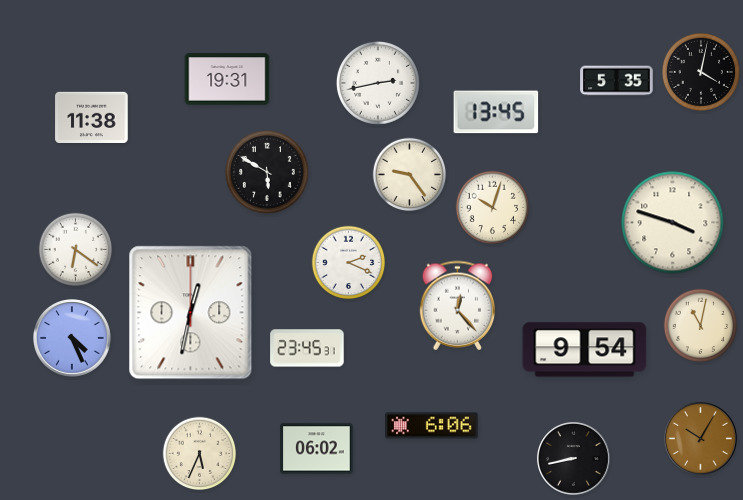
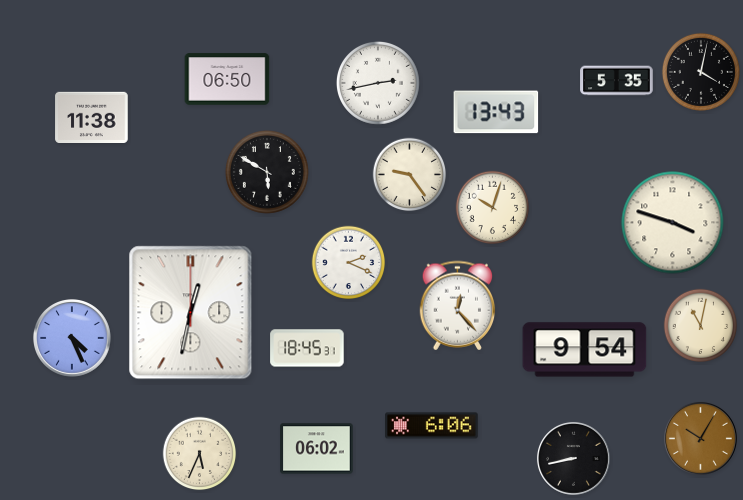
clock at (227, 79): 19:31 -> 06:50
clock at (496, 112): 13:45 -> 13:43
clock at (76, 250): 6:21 -> none
clock at (307, 348): 23:45 -> 18:45
